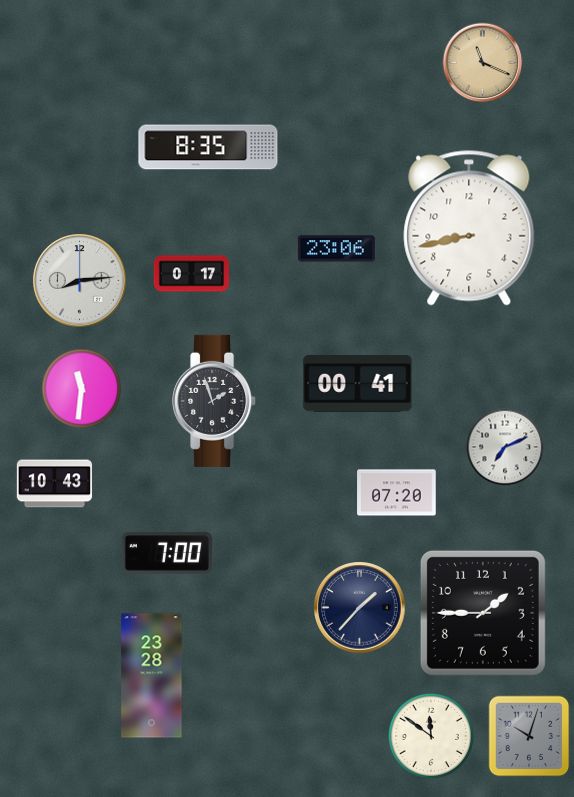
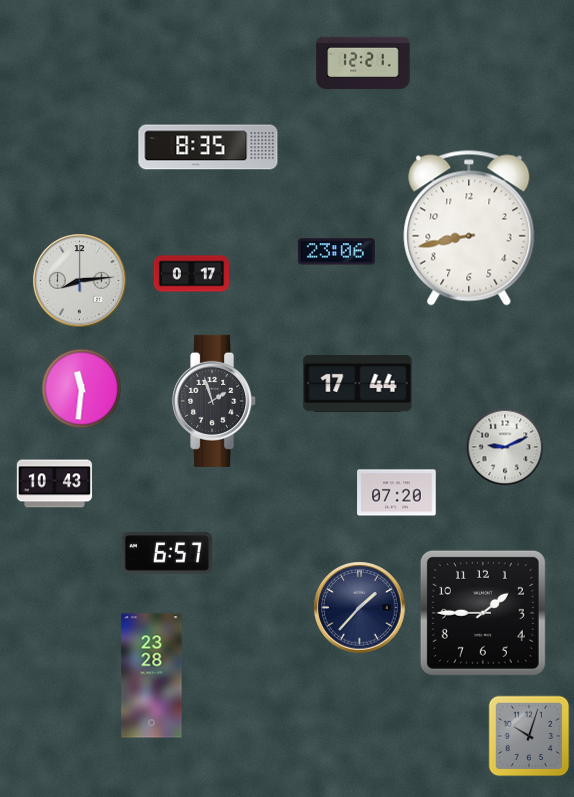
clock at (363, 63): none -> 12:21
clock at (483, 63): 11:19 -> none
clock at (336, 249) position: (336, 249) -> (336, 252)
clock at (358, 383): 00:41 -> 17:44
clock at (505, 447): 7:11 -> 9:11
clock at (167, 553): 7:00 -> 6:57
clock at (431, 736): 11:51 -> none
